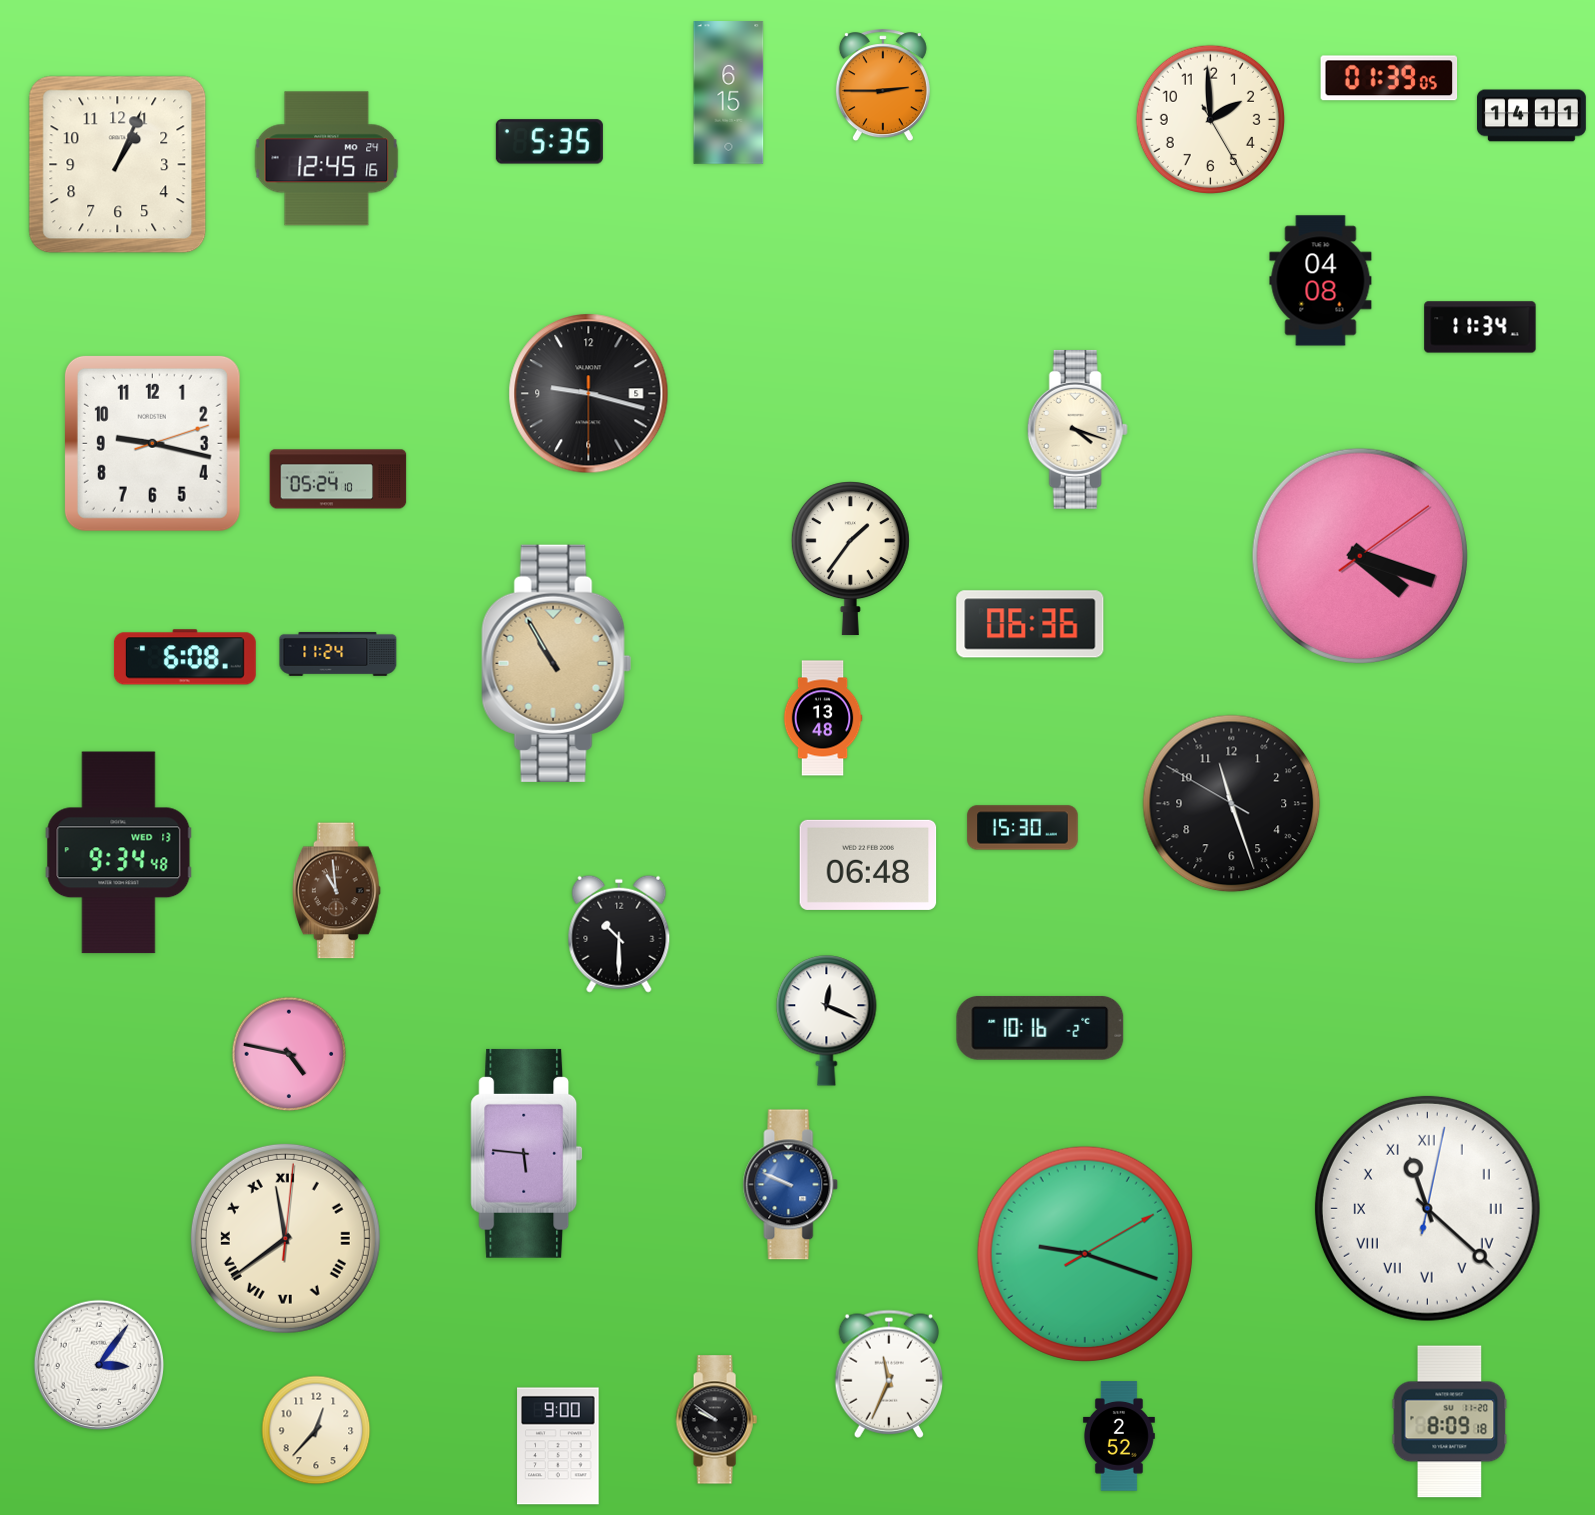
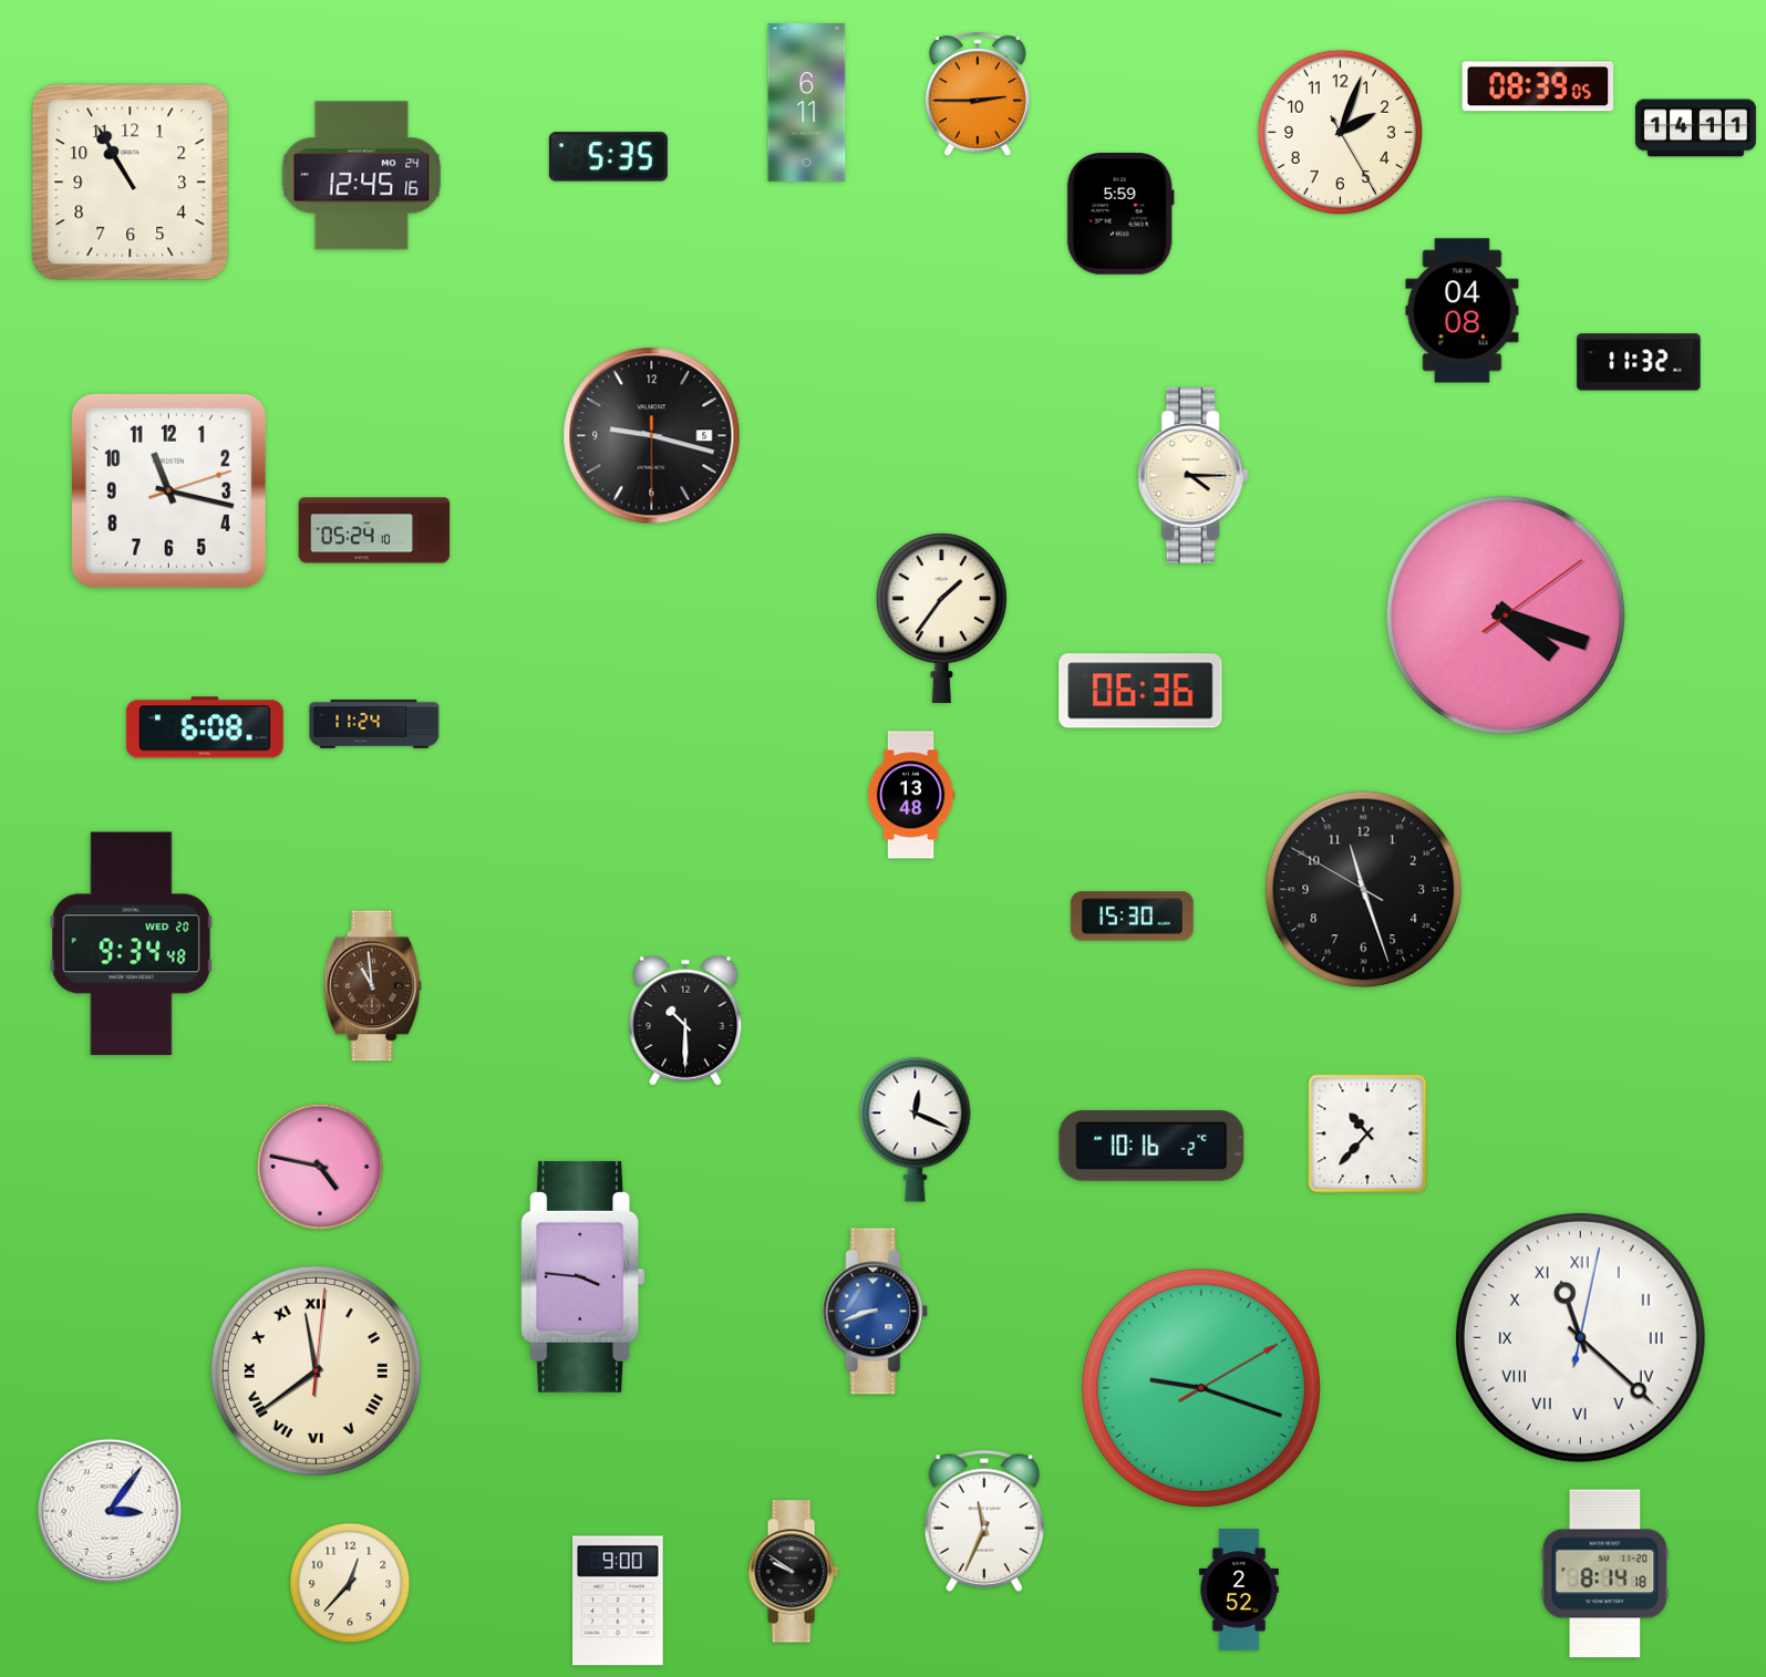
clock at (1389, 78): 01:39 -> 08:39
clock at (729, 93): 6:15 -> 6:11
clock at (1210, 119): 1:59 -> 2:03
clock at (118, 165): 1:04 -> 10:55
clock at (1120, 215): none -> 5:59
clock at (1480, 327): 11:34 -> 11:32
clock at (1077, 429): 4:18 -> 4:15
clock at (152, 443): 9:17 -> 11:17
clock at (557, 663): 10:55 -> none
clock at (119, 853) date: WED 13 -> WED 20
clock at (868, 865): 06:48 -> none
clock at (619, 934) position: (619, 934) -> (685, 1021)
clock at (1367, 1133): none -> 10:37
clock at (1040, 1028) position: (1040, 1028) -> (1151, 1146)
clock at (527, 1153): 5:46 -> 3:46
clock at (791, 1185): 9:49 -> 8:42
clock at (1450, 1422): 8:09 -> 8:14
